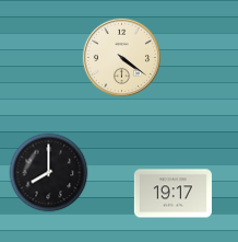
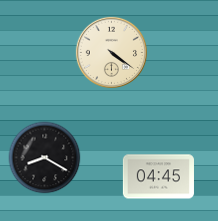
clock at (49, 173): 8:00 -> 8:20
clock at (172, 194): 19:17 -> 04:45
